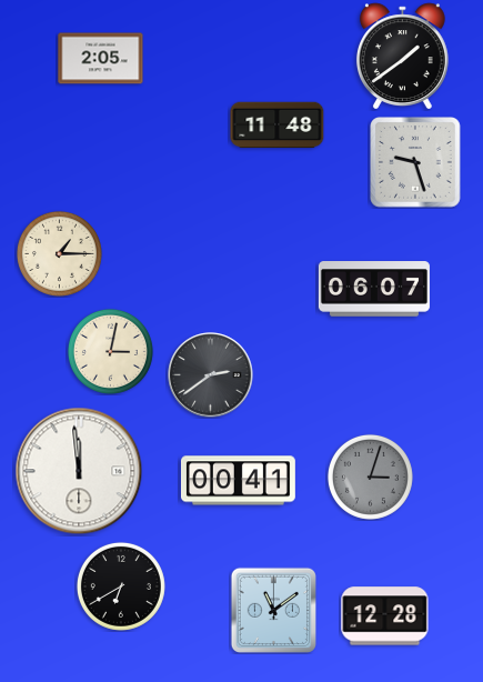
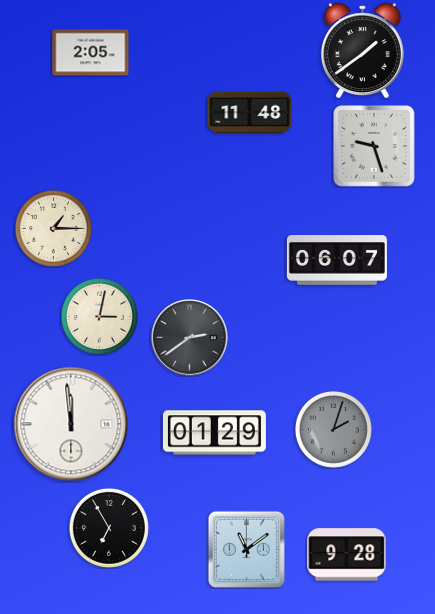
clock at (370, 477): 3:03 -> 2:03
clock at (238, 481): 00:41 -> 01:29
clock at (121, 586): 6:40 -> 6:55
clock at (385, 616): 12:28 -> 9:28
